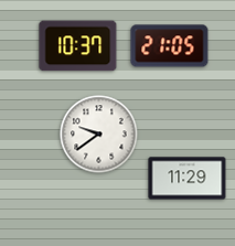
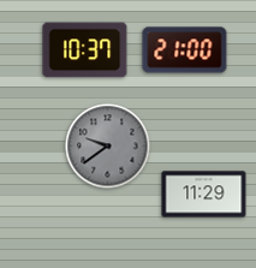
clock at (170, 46): 21:05 -> 21:00
clock at (99, 135) dial: white -> grey
